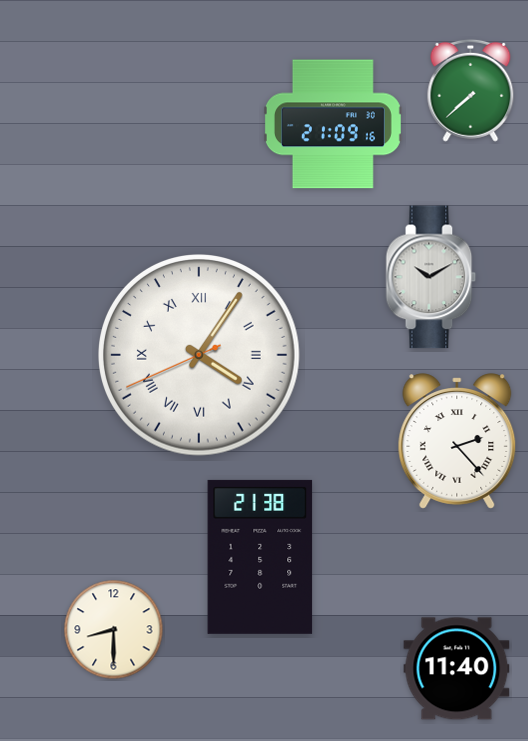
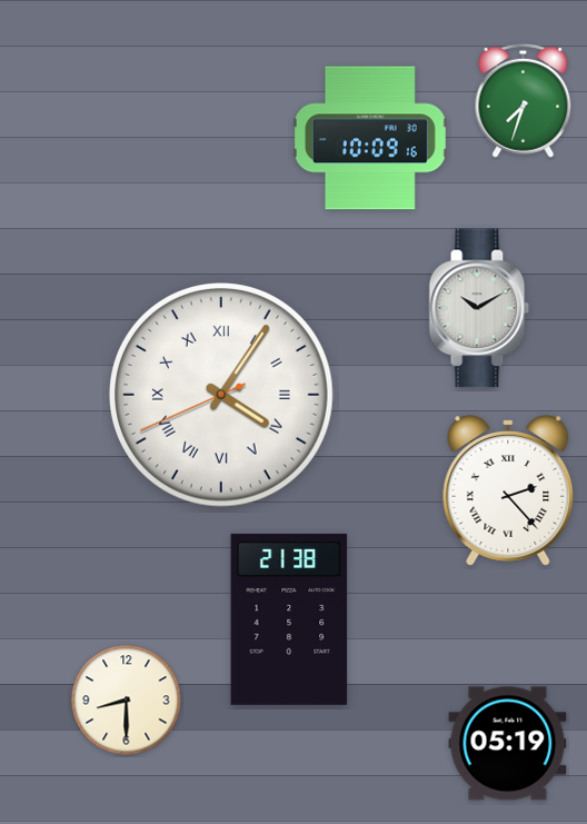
clock at (471, 90): 7:38 -> 7:33
clock at (333, 124): 21:09 -> 10:09
clock at (457, 669): 11:40 -> 05:19
